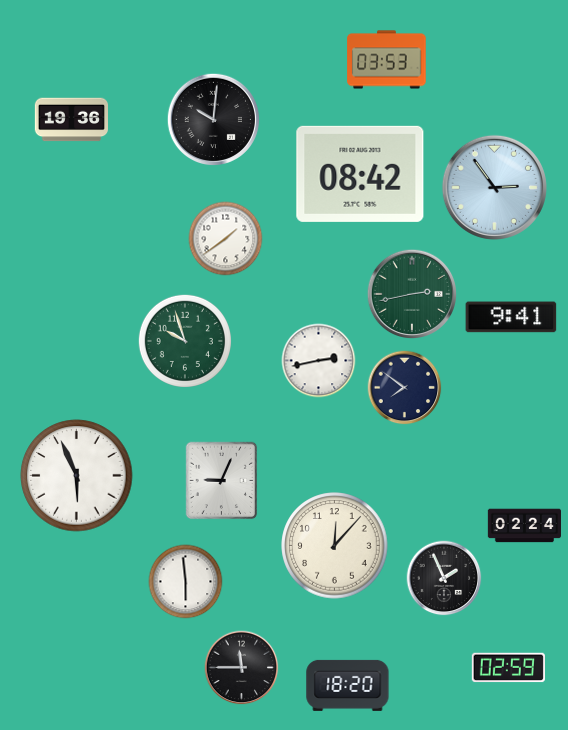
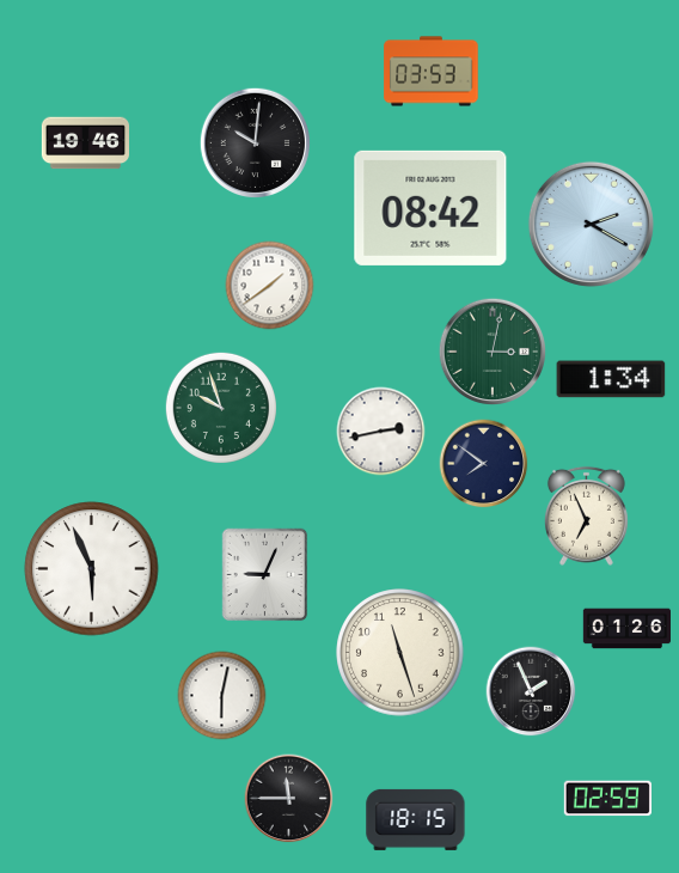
clock at (387, 60) position: (387, 60) -> (432, 72)
clock at (71, 120): 19:36 -> 19:46
clock at (494, 187): 2:54 -> 2:20
clock at (411, 293): 2:43 -> 3:02
clock at (511, 317): 9:41 -> 1:34
clock at (586, 515): none -> 6:56
clock at (524, 526): 02:24 -> 01:26
clock at (335, 546): 12:07 -> 11:27
clock at (186, 582): 5:59 -> 6:02
clock at (348, 685): 18:20 -> 18:15
